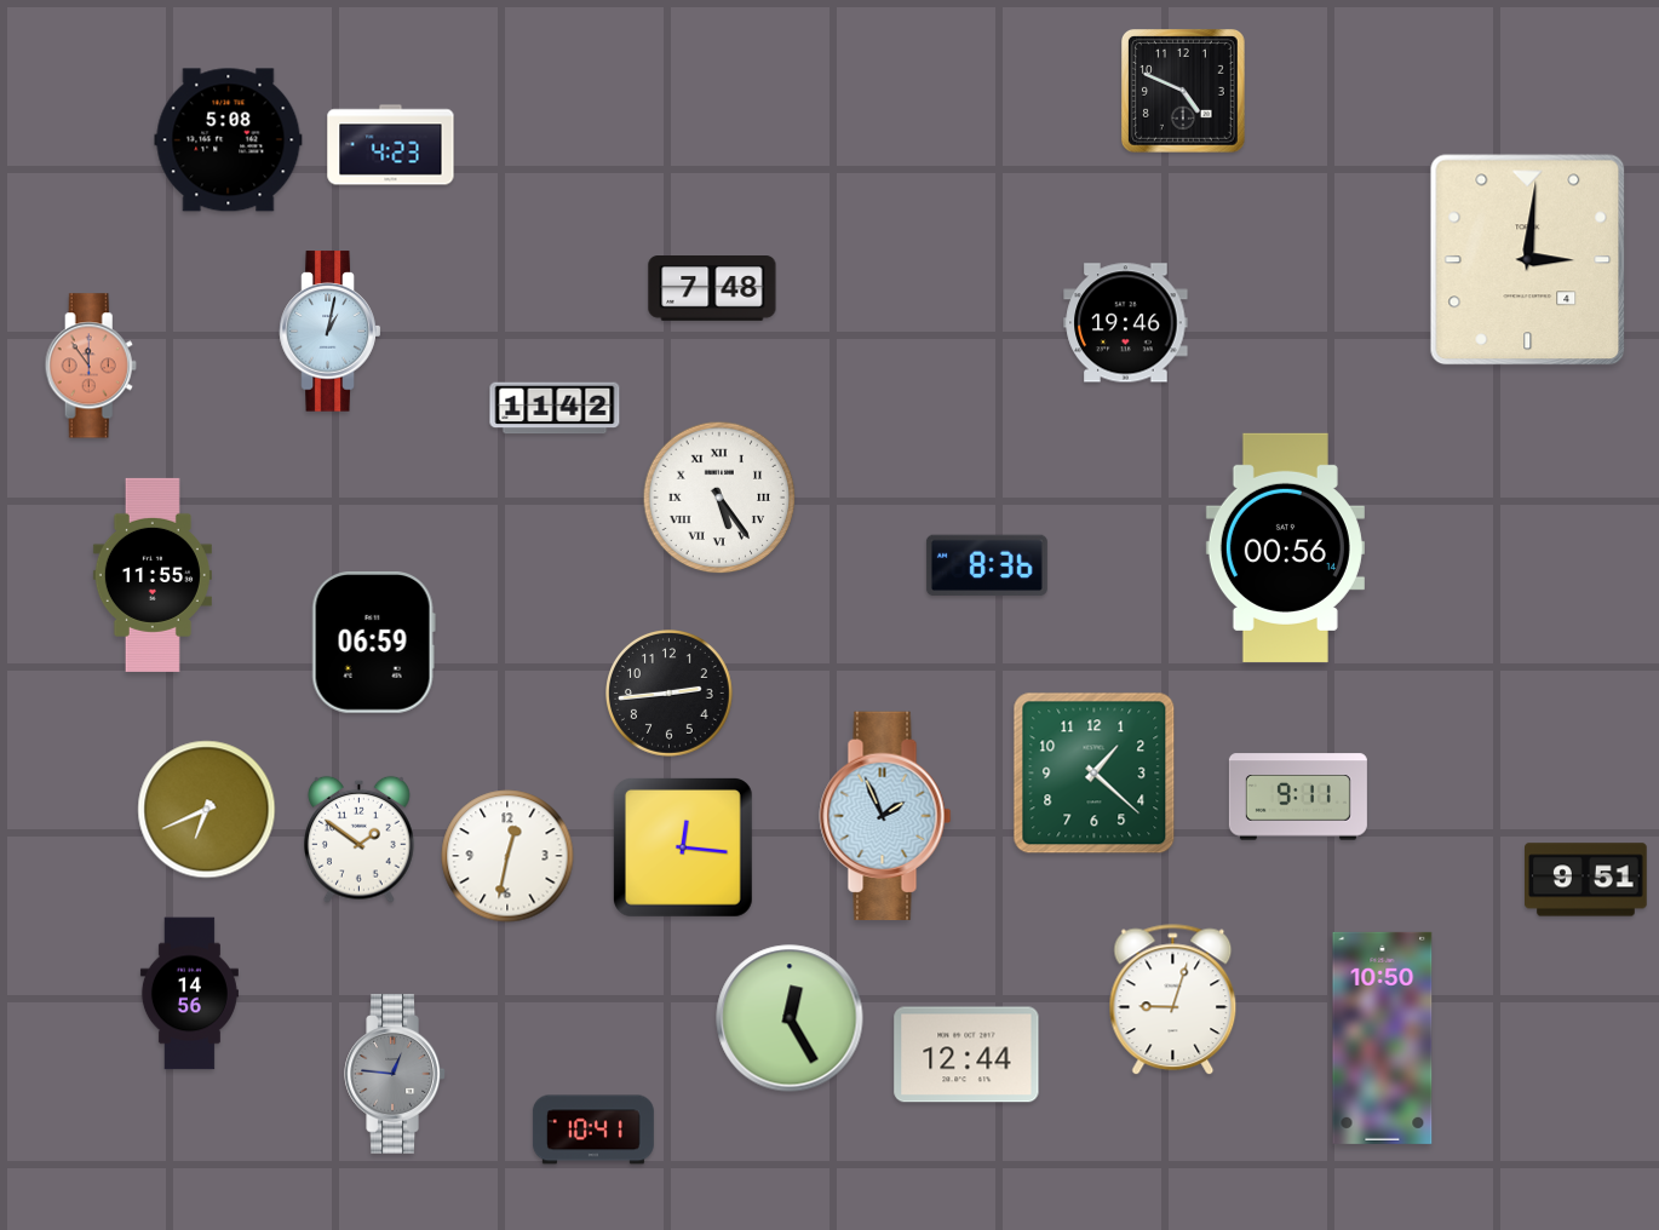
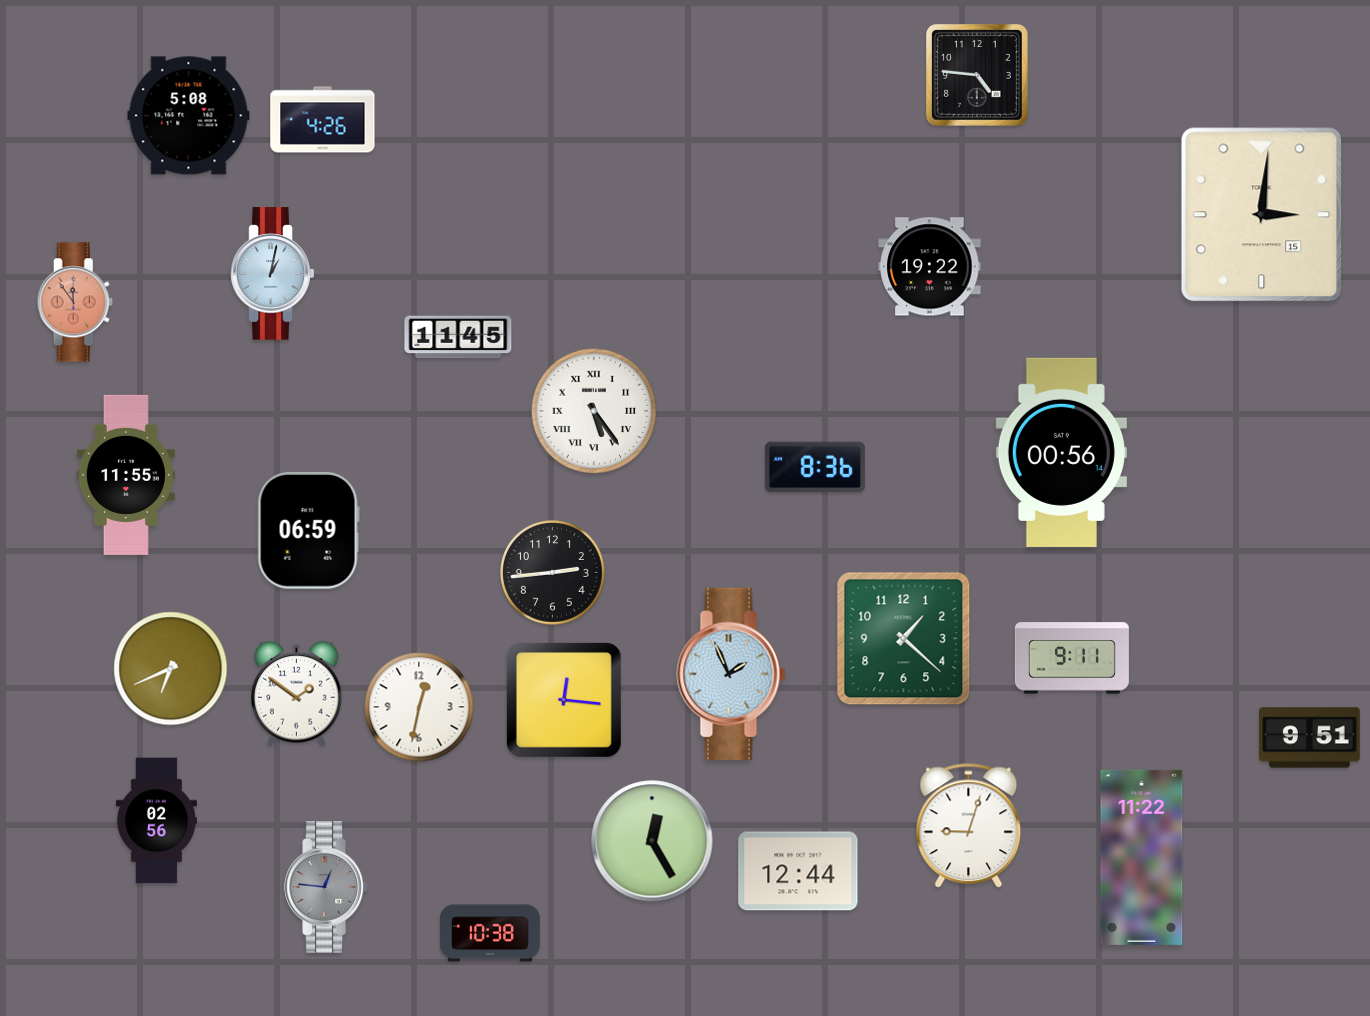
clock at (1184, 92): 4:49 -> 4:46
clock at (391, 145): 4:23 -> 4:26
clock at (1528, 260) date: 4 -> 15
clock at (712, 289): 7:48 -> none
clock at (1126, 323): 19:46 -> 19:22
clock at (555, 408): 11:42 -> 11:45
clock at (1586, 880) position: (1586, 880) -> (1310, 738)
clock at (189, 994): 14:56 -> 02:56
clock at (1383, 1038): 10:50 -> 11:22
clock at (593, 1130): 10:41 -> 10:38
